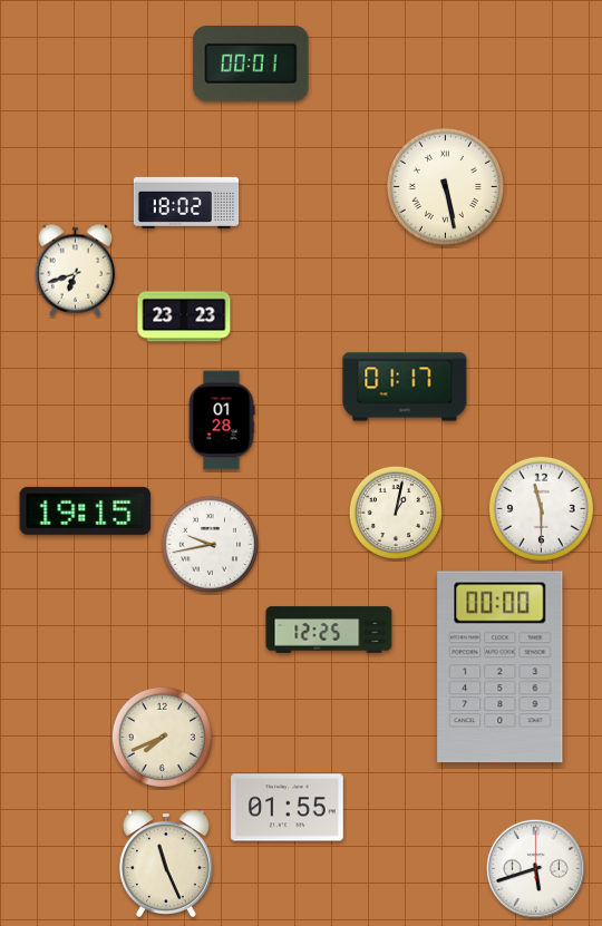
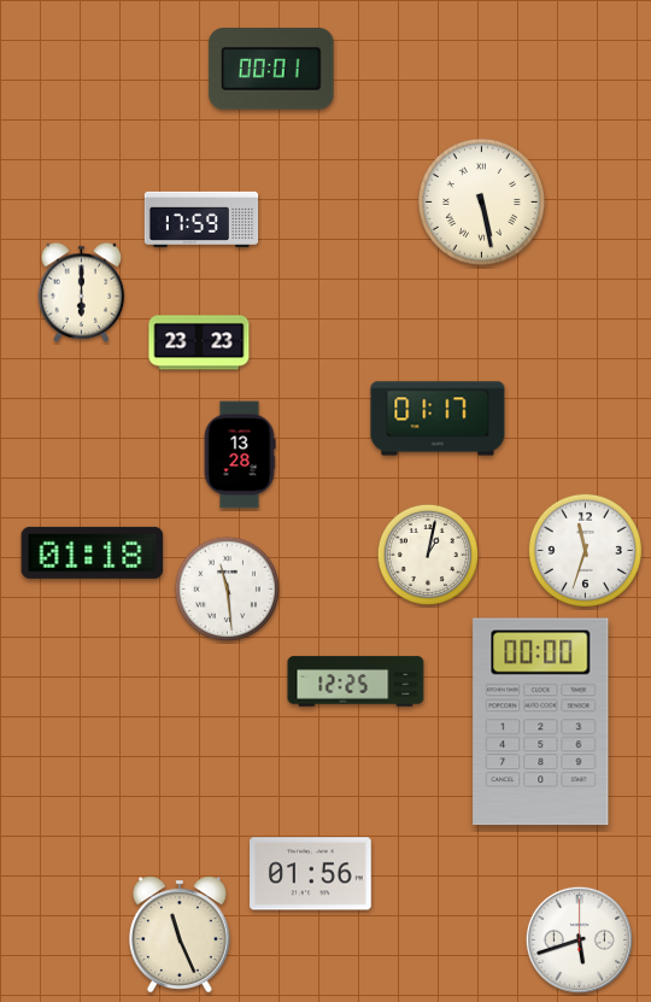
clock at (186, 203): 18:02 -> 17:59
clock at (76, 270): 6:42 -> 6:00
clock at (222, 420): 01:28 -> 13:28
clock at (541, 508): 11:30 -> 11:33
clock at (86, 510): 19:15 -> 01:18
clock at (210, 544): 9:43 -> 11:29
clock at (162, 737): 7:41 -> none
clock at (288, 808): 01:55 -> 01:56
